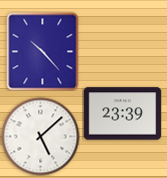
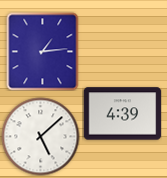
clock at (43, 51): 10:23 -> 1:14
clock at (122, 114): 23:39 -> 4:39
